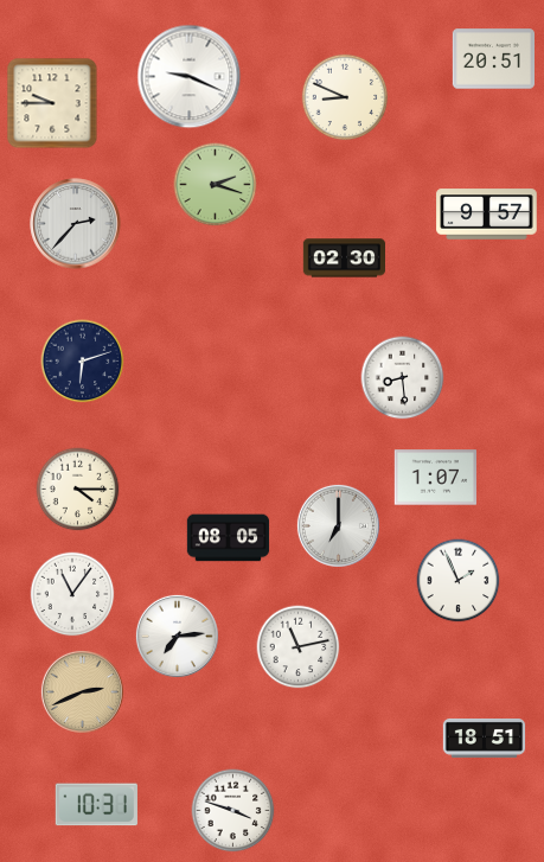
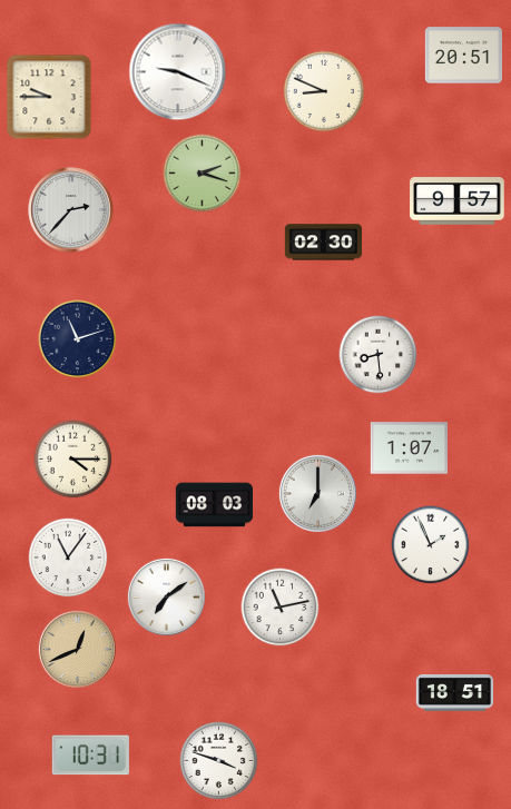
clock at (83, 362): 6:12 -> 11:12
clock at (229, 538): 08:05 -> 08:03
clock at (177, 636): 7:14 -> 7:09
clock at (82, 691): 2:41 -> 12:41
